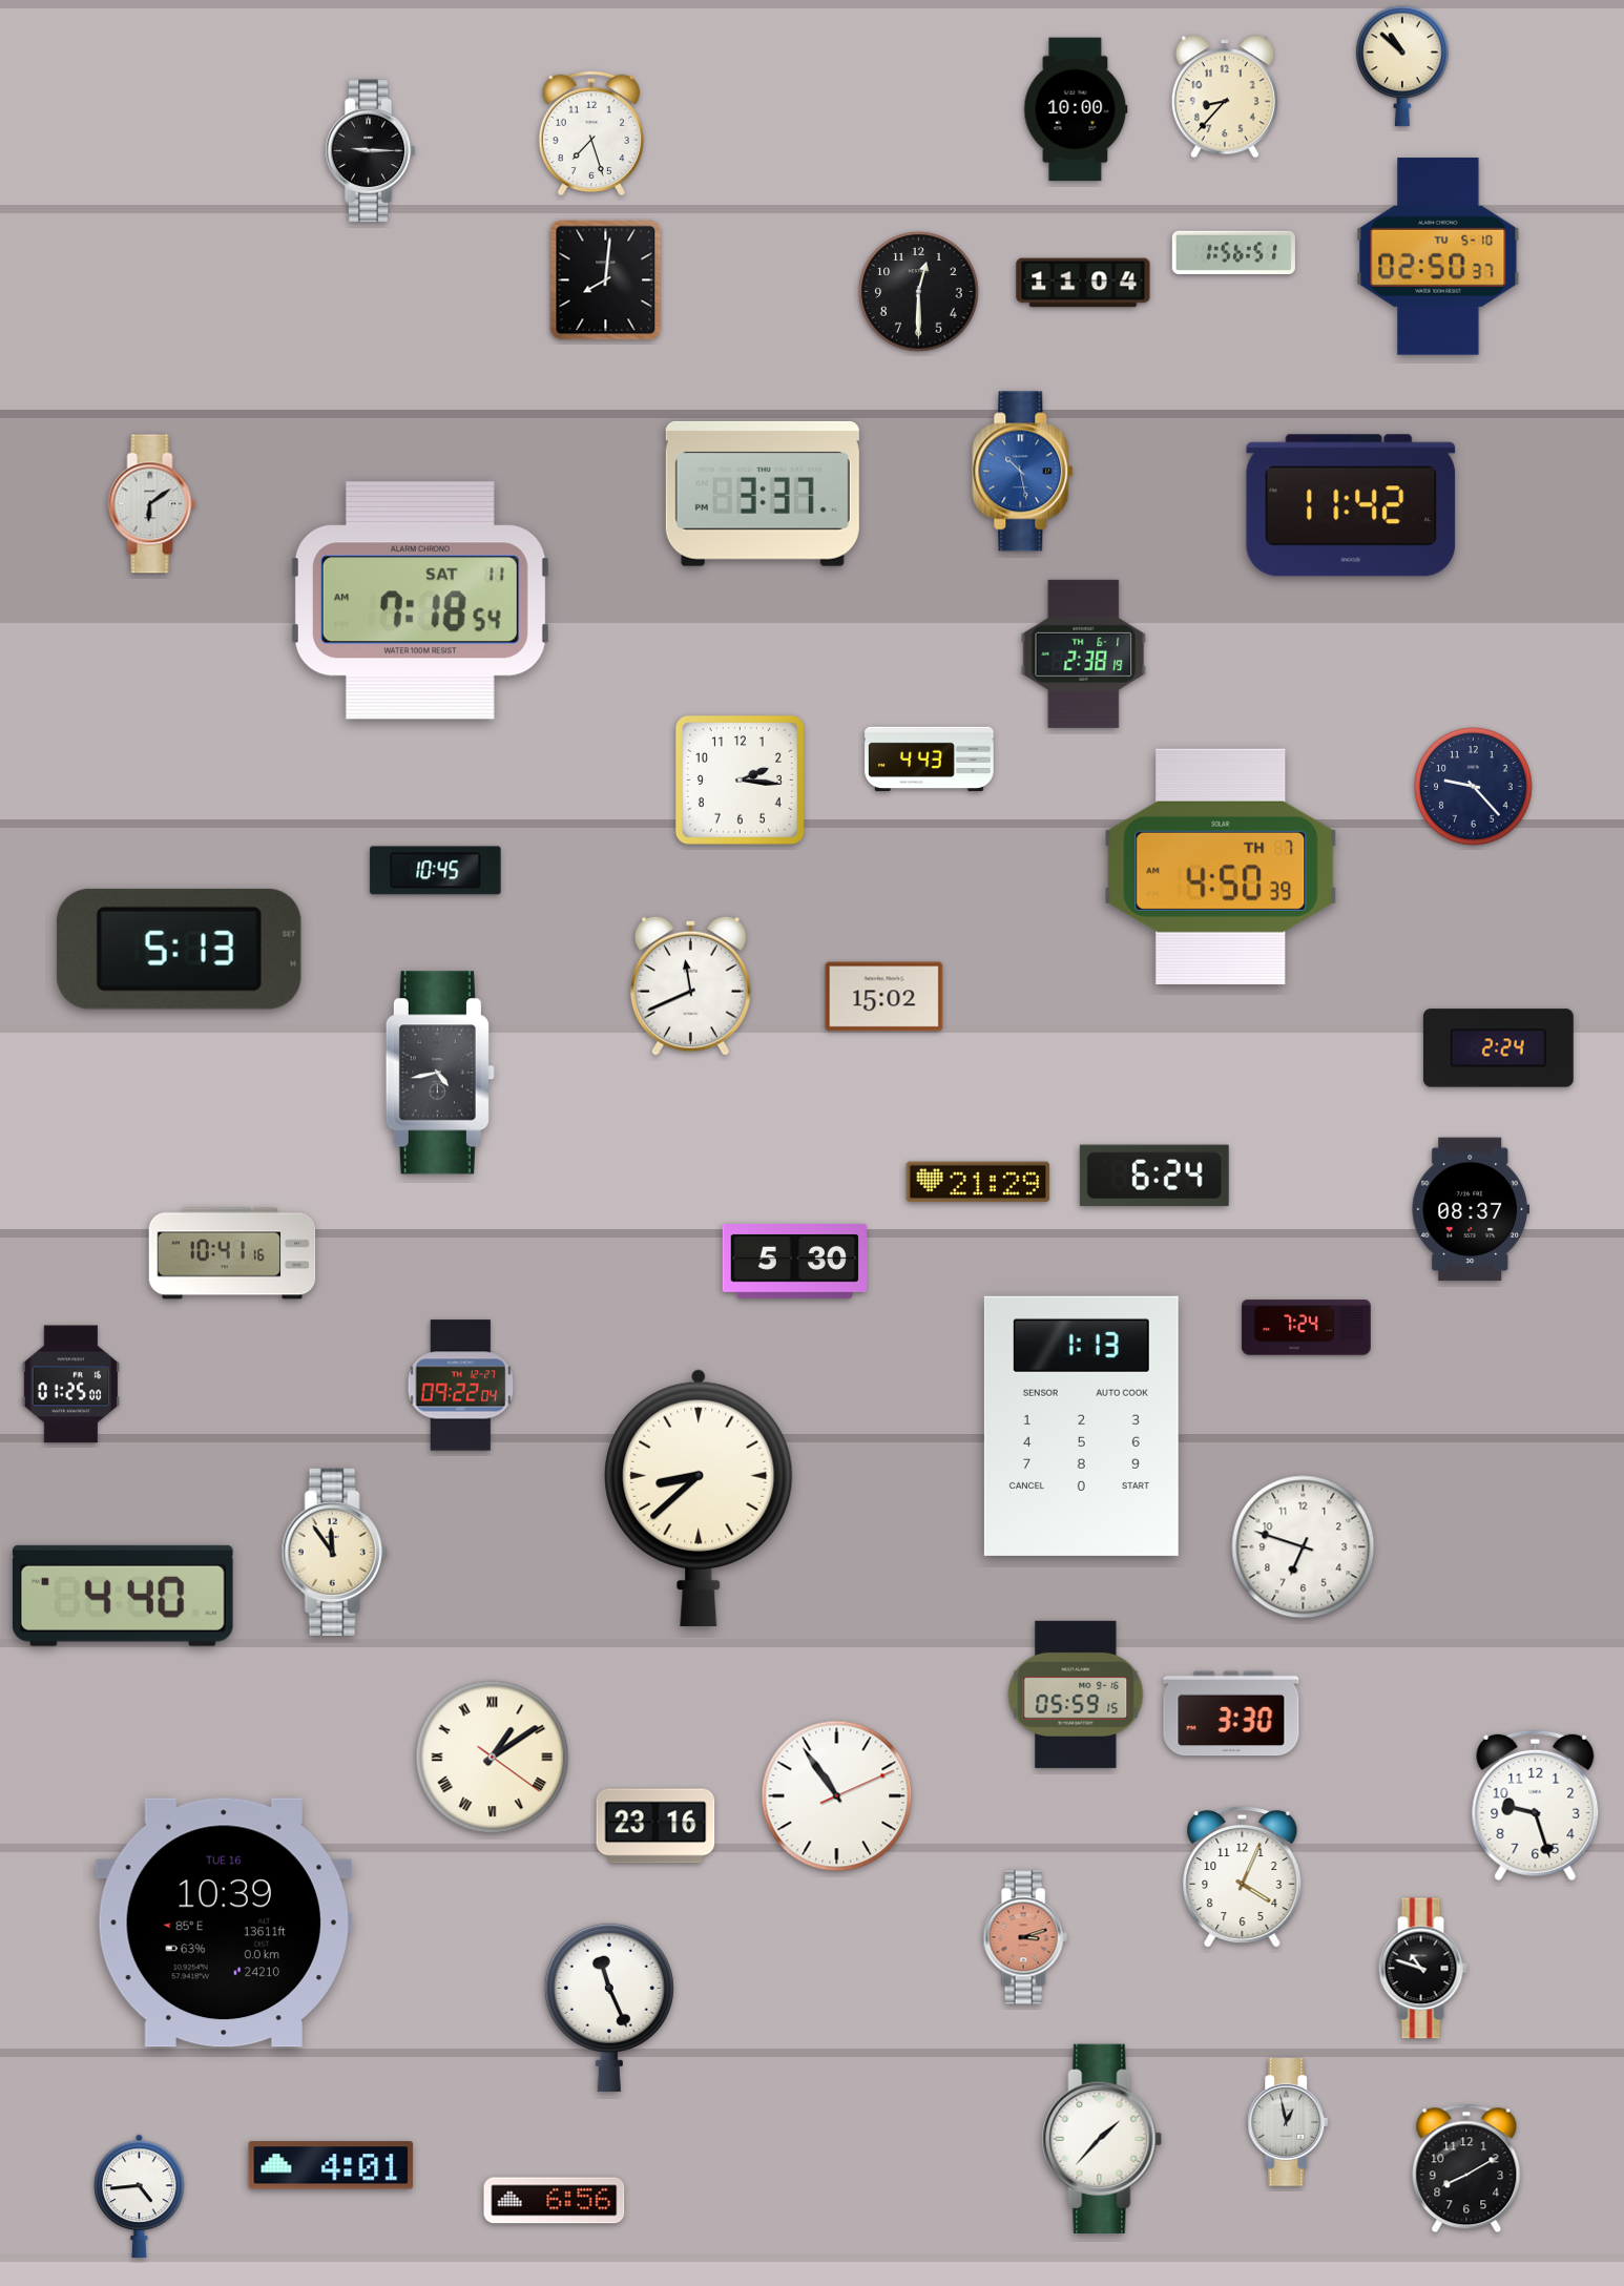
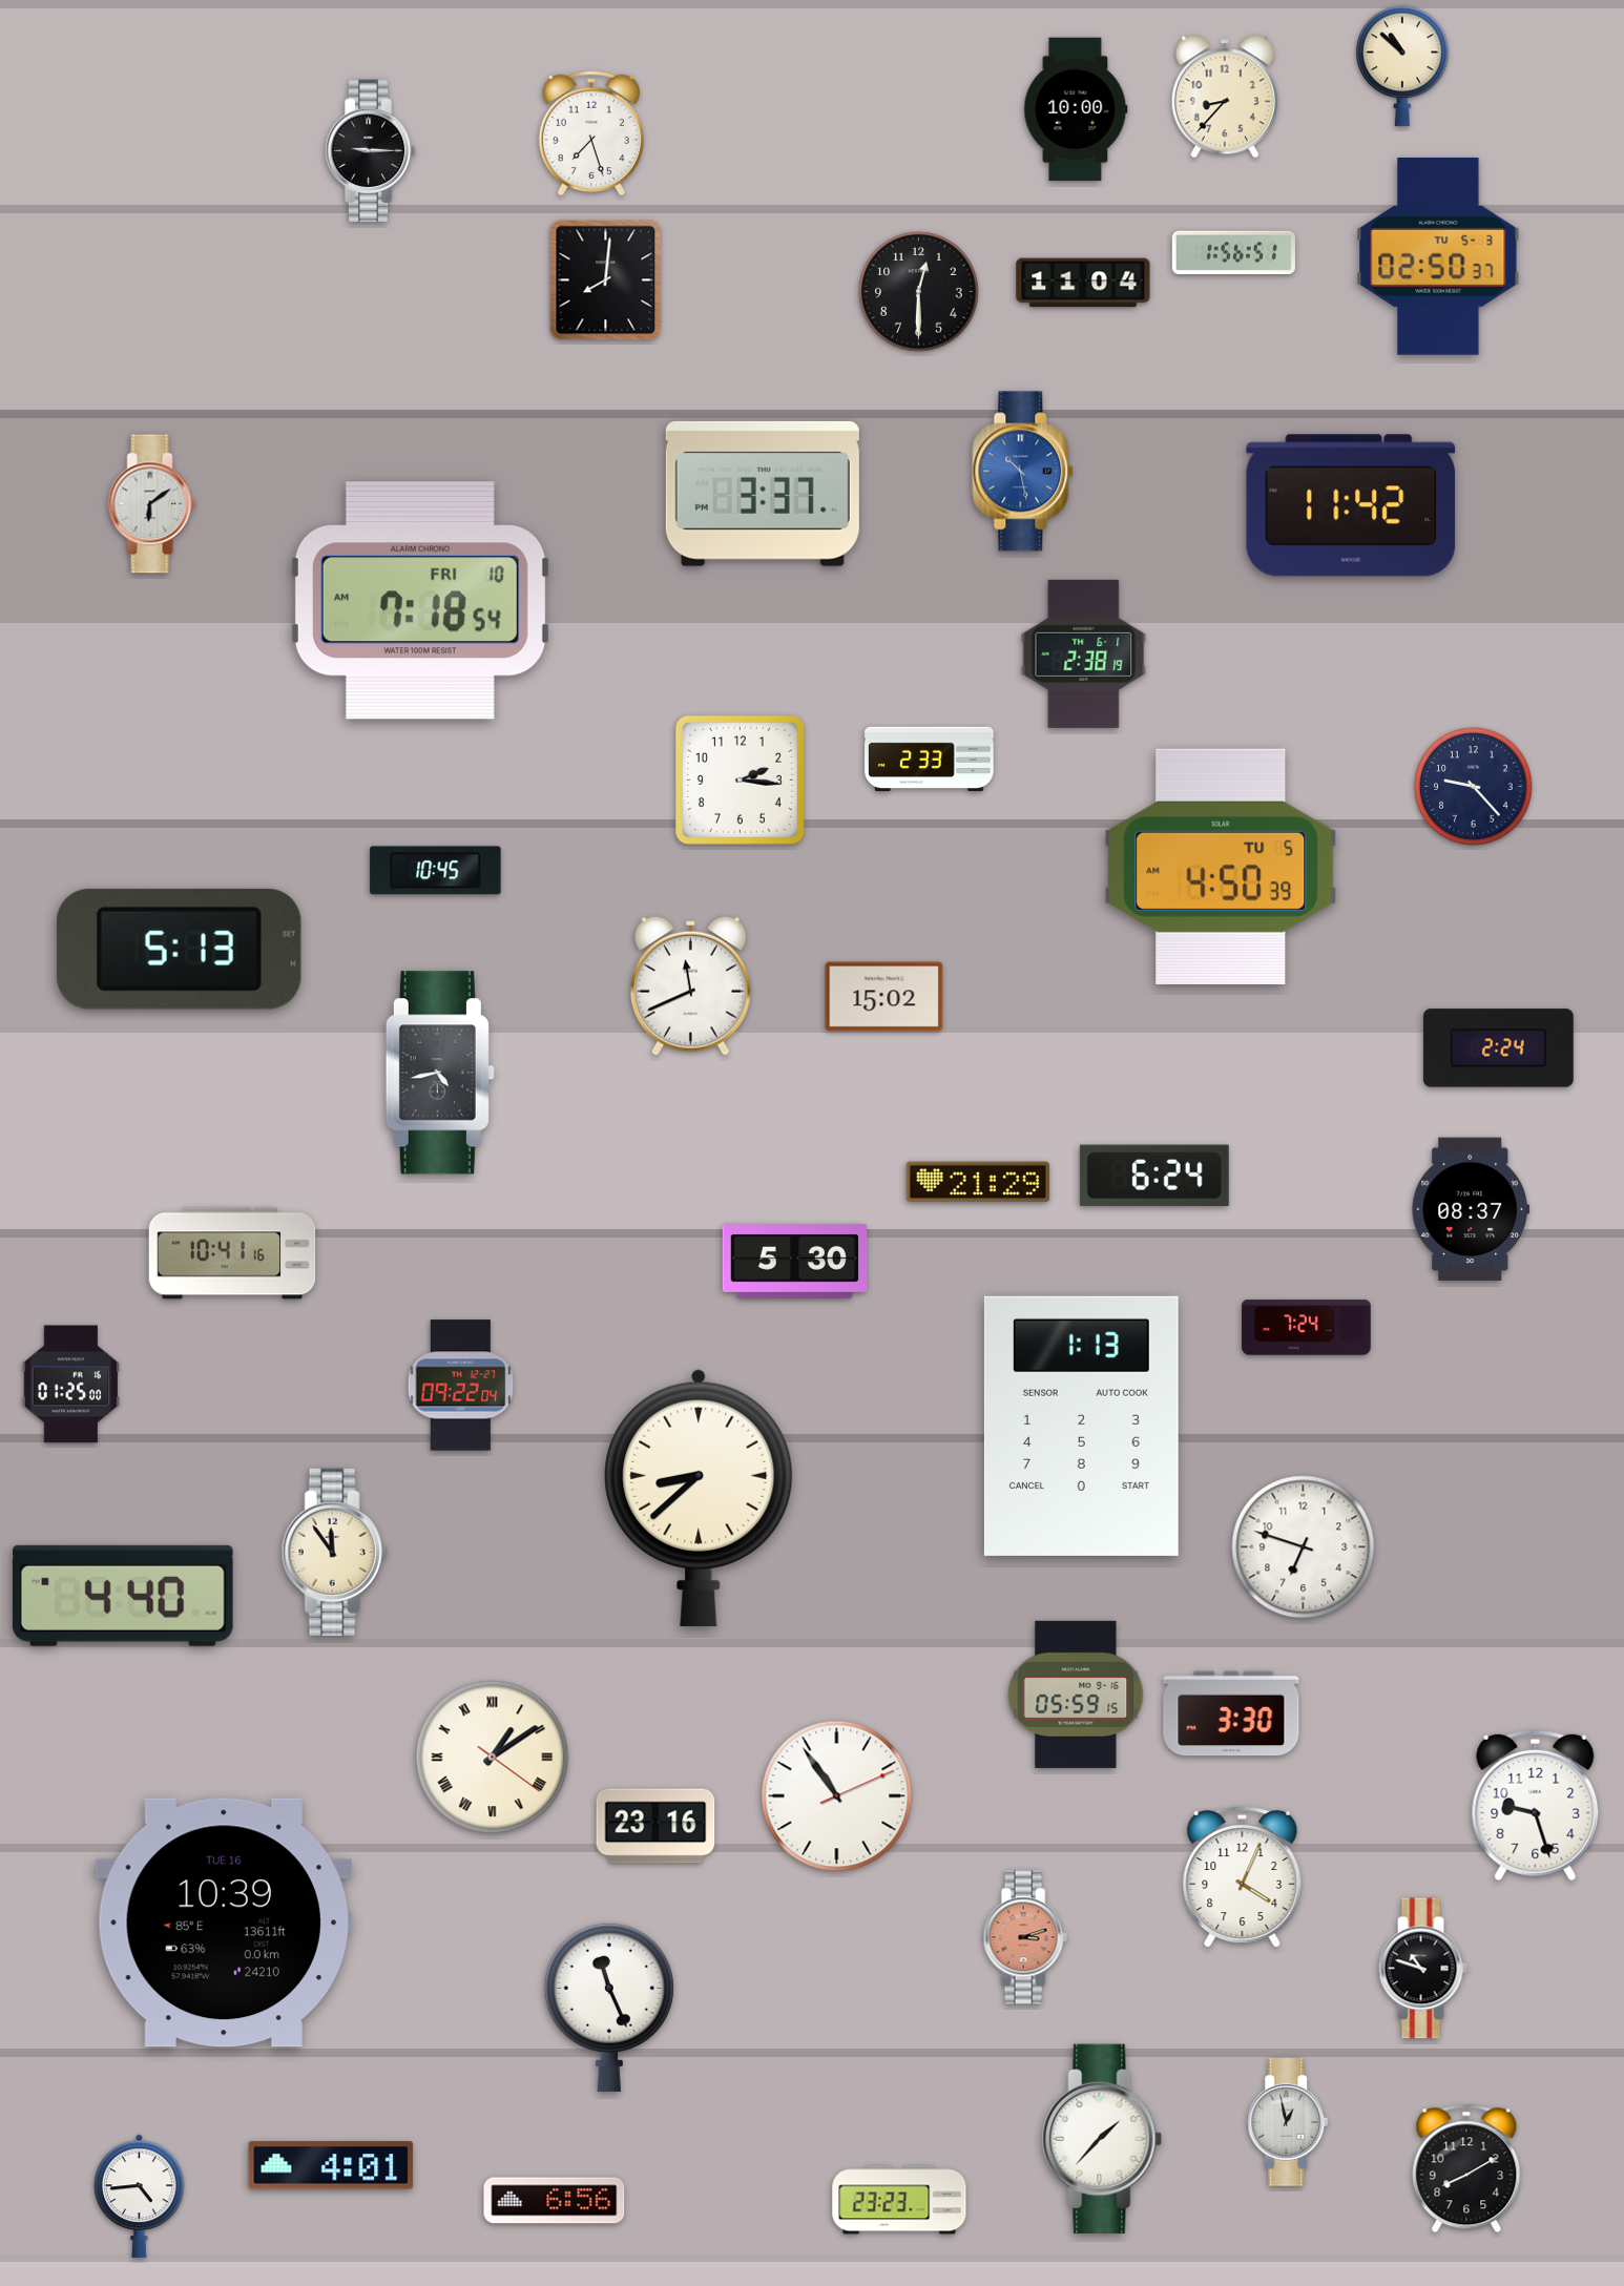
clock at (1438, 257) date: TU 5-10 -> TU 5-3
clock at (420, 601) date: SAT 11 -> FRI 10
clock at (930, 760): 4:43 -> 2:33
clock at (1221, 867) date: TH 7 -> TU 5
clock at (899, 2200): none -> 23:23
